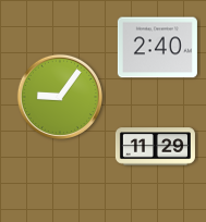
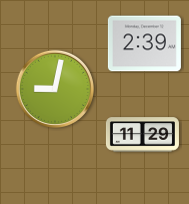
clock at (157, 48): 2:40 -> 2:39
clock at (59, 96): 9:06 -> 9:02
